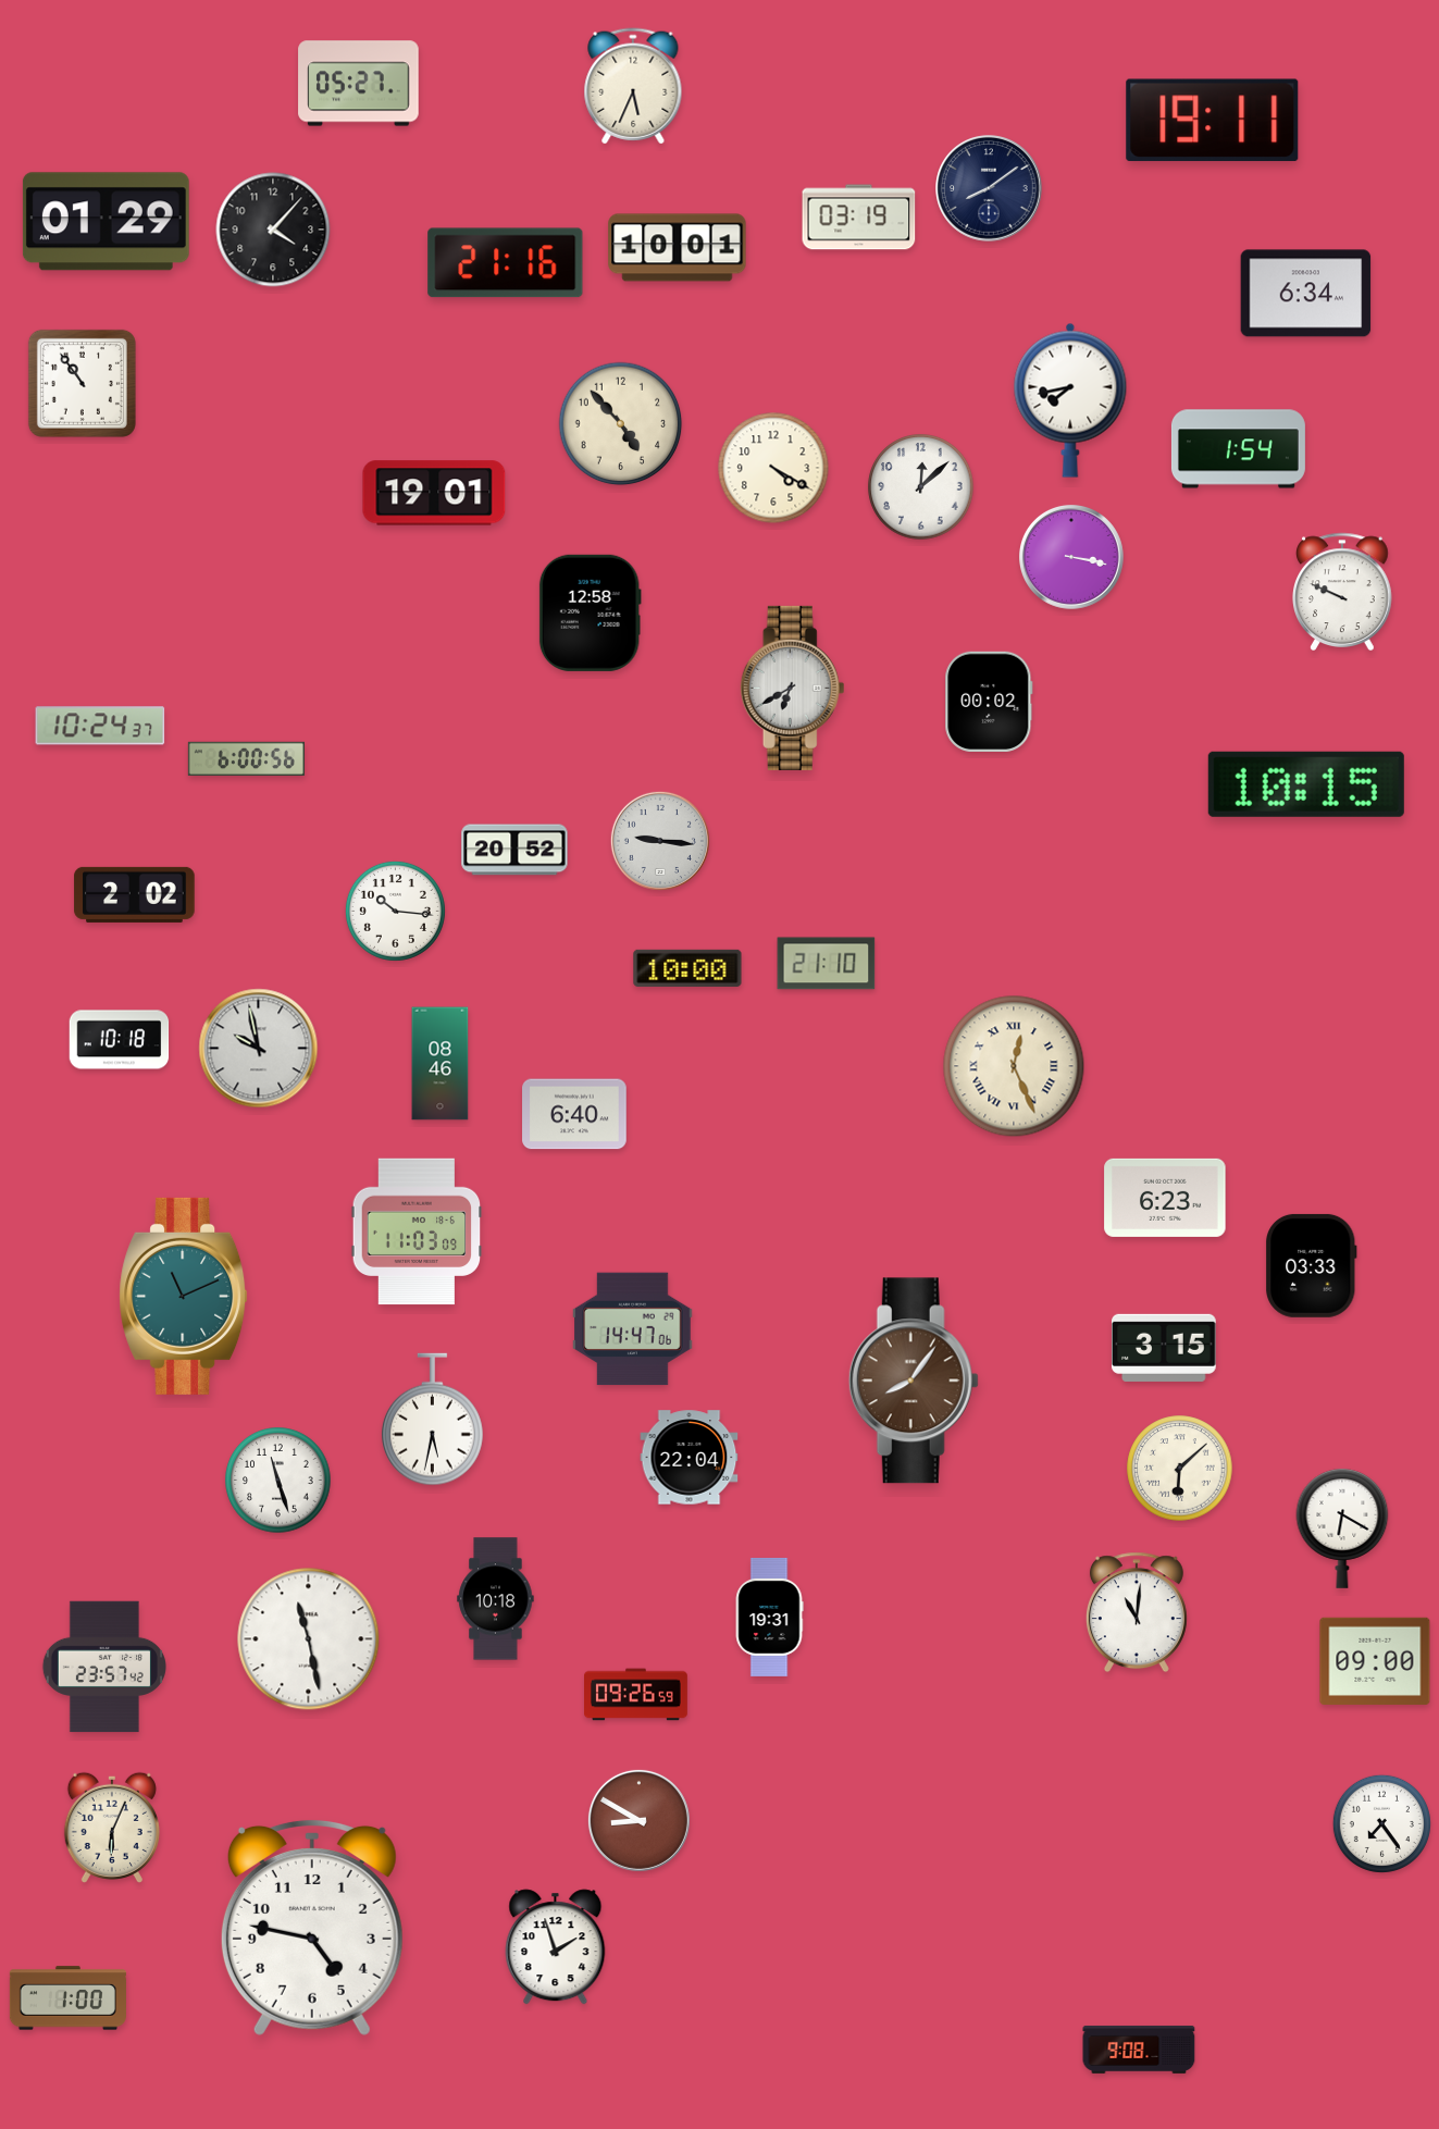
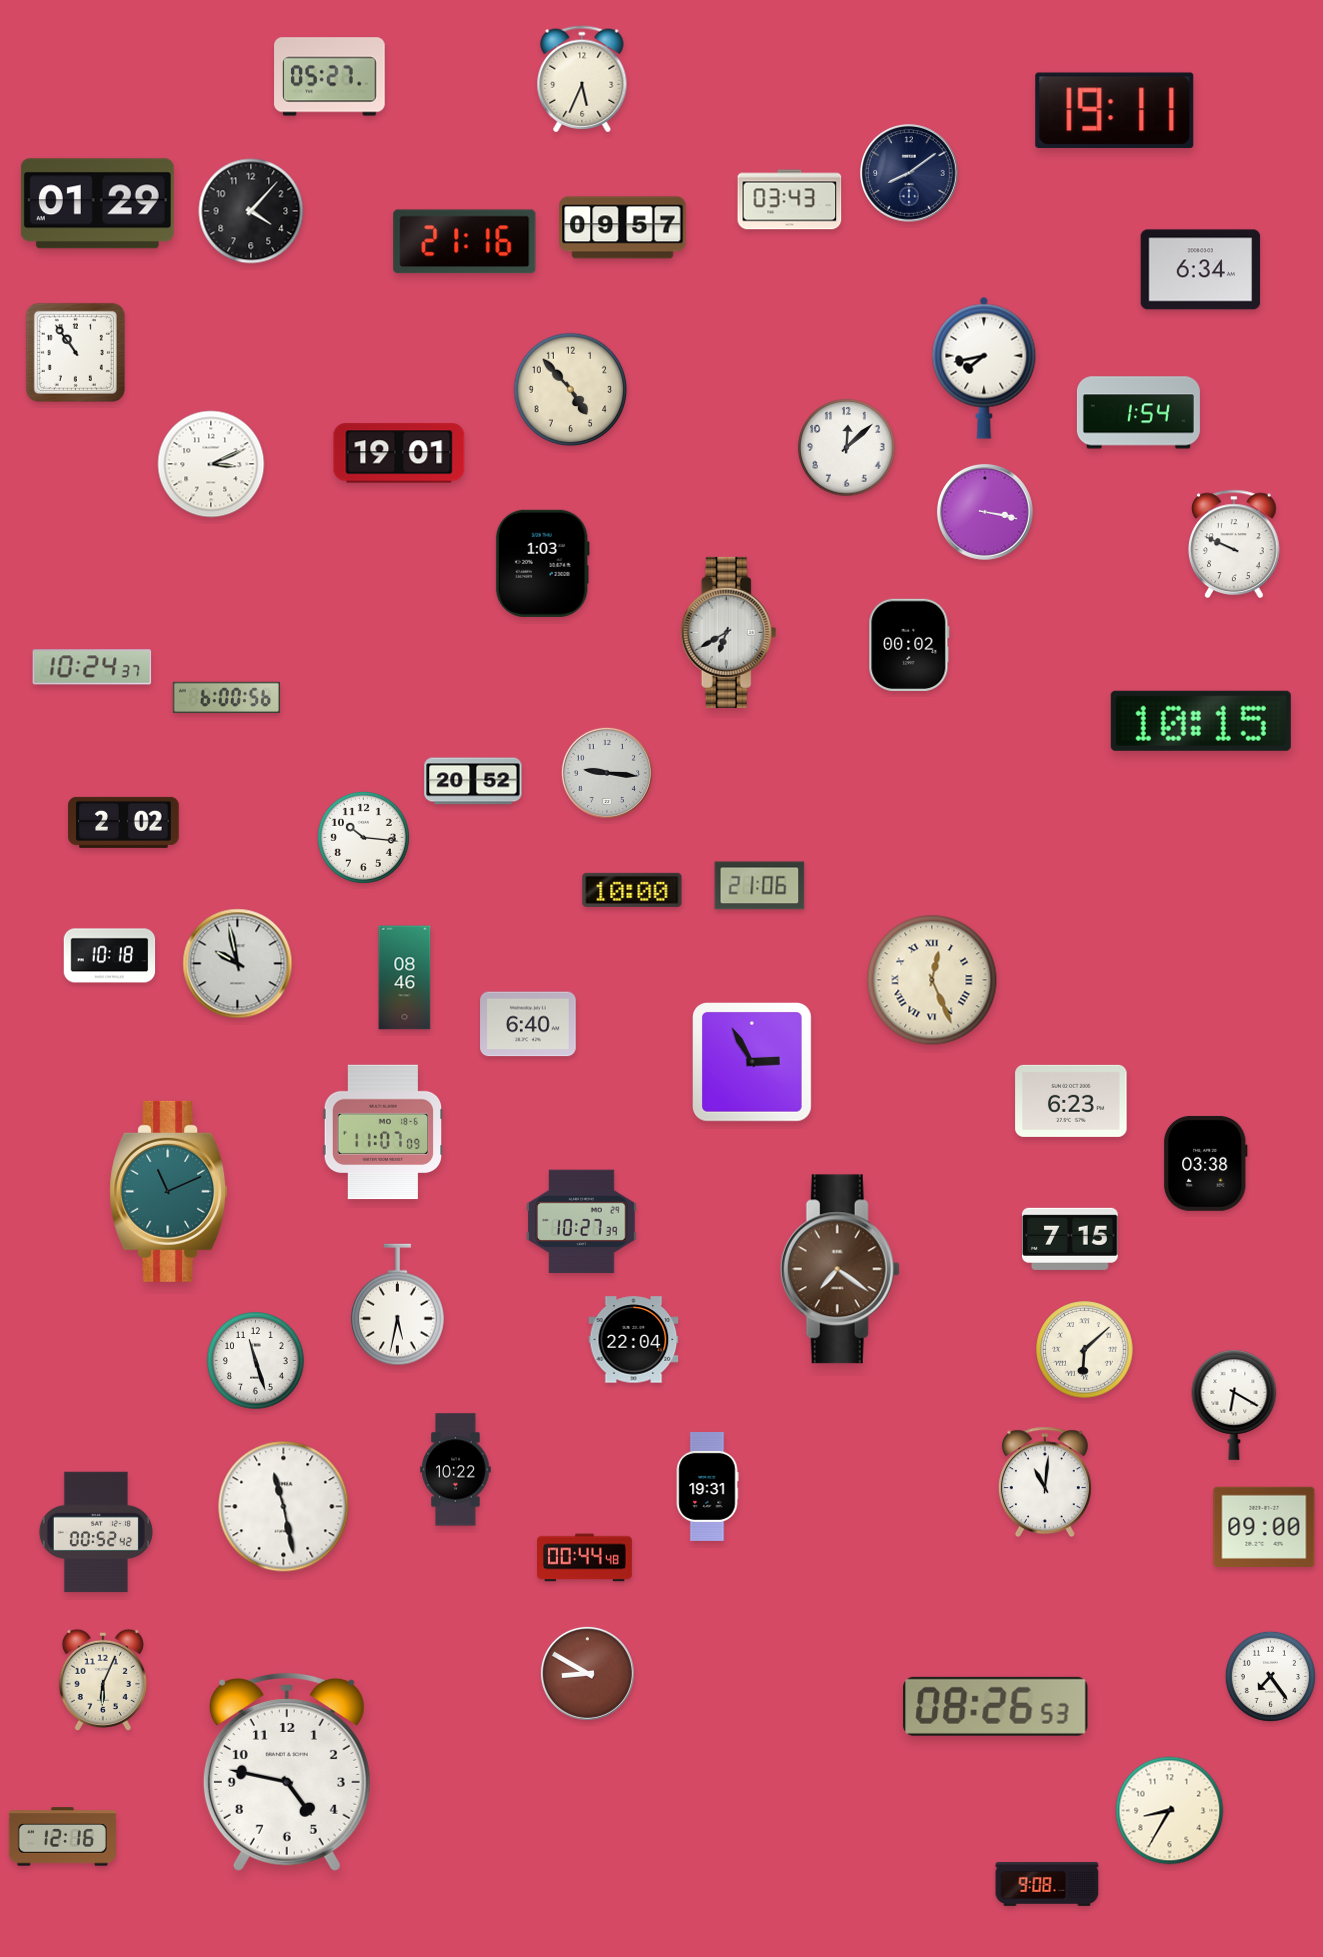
clock at (859, 218): 03:19 -> 03:43
clock at (678, 248): 10:01 -> 09:57
clock at (773, 468): 4:20 -> none
clock at (211, 464): none -> 3:11
clock at (590, 612): 12:58 -> 1:03
clock at (827, 964): 21:10 -> 21:06
clock at (753, 1063): none -> 2:55
clock at (417, 1231): 11:03 -> 11:07
clock at (1312, 1265): 03:33 -> 03:38
clock at (633, 1329): 14:47 -> 10:27
clock at (1165, 1348): 3:15 -> 7:15
clock at (914, 1381): 8:06 -> 7:21
clock at (496, 1599): 10:18 -> 10:22
clock at (104, 1667): 23:57 -> 00:52
clock at (636, 1695): 09:26 -> 00:44
clock at (996, 1706): none -> 08:26
clock at (556, 1947): 1:57 -> none
clock at (1170, 1811): none -> 8:35
clock at (67, 1998): 1:00 -> 12:16
